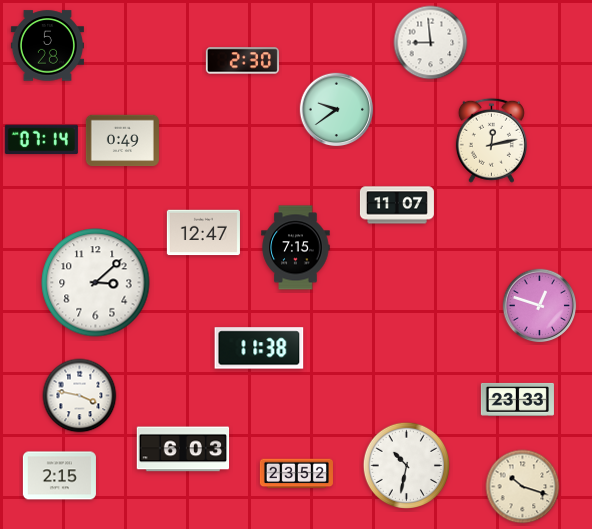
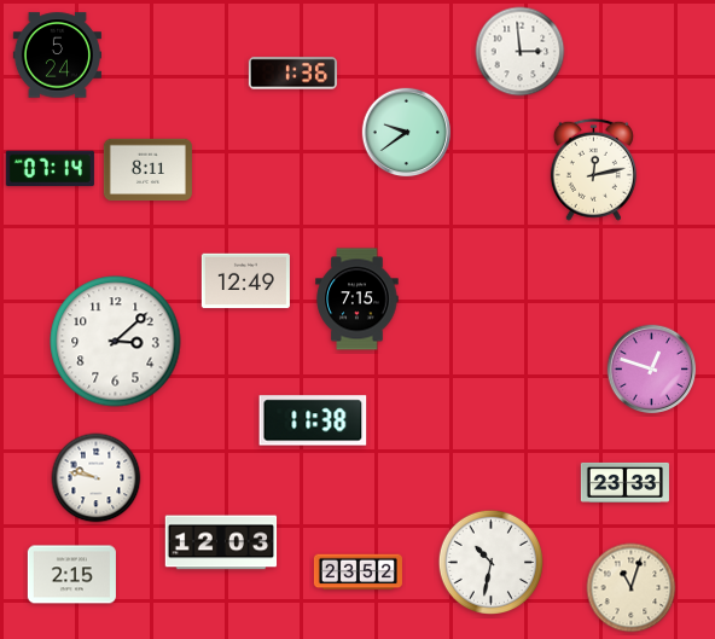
clock at (431, 43): 8:59 -> 2:59
clock at (47, 46): 5:28 -> 5:24
clock at (242, 61): 2:30 -> 1:36
clock at (122, 141): 0:49 -> 8:11
clock at (397, 205): 11:07 -> none
clock at (203, 233): 12:47 -> 12:49
clock at (80, 396): 3:47 -> 9:47
clock at (183, 449): 6:03 -> 12:03
clock at (523, 487): 10:18 -> 11:03
